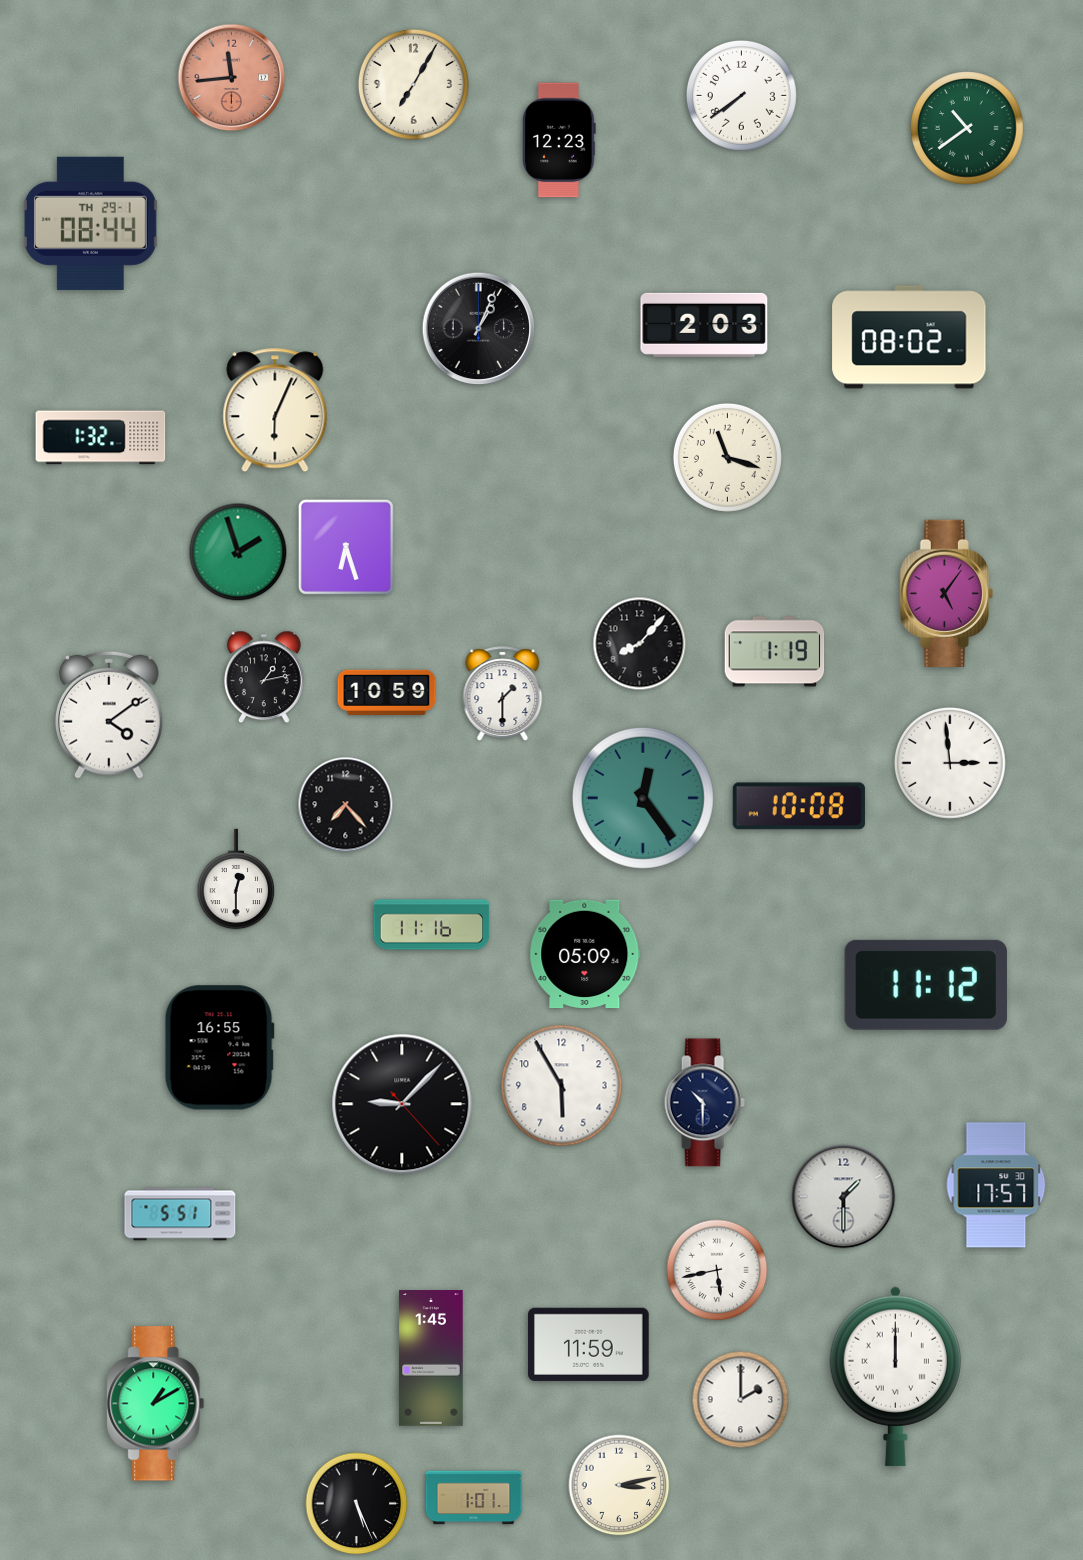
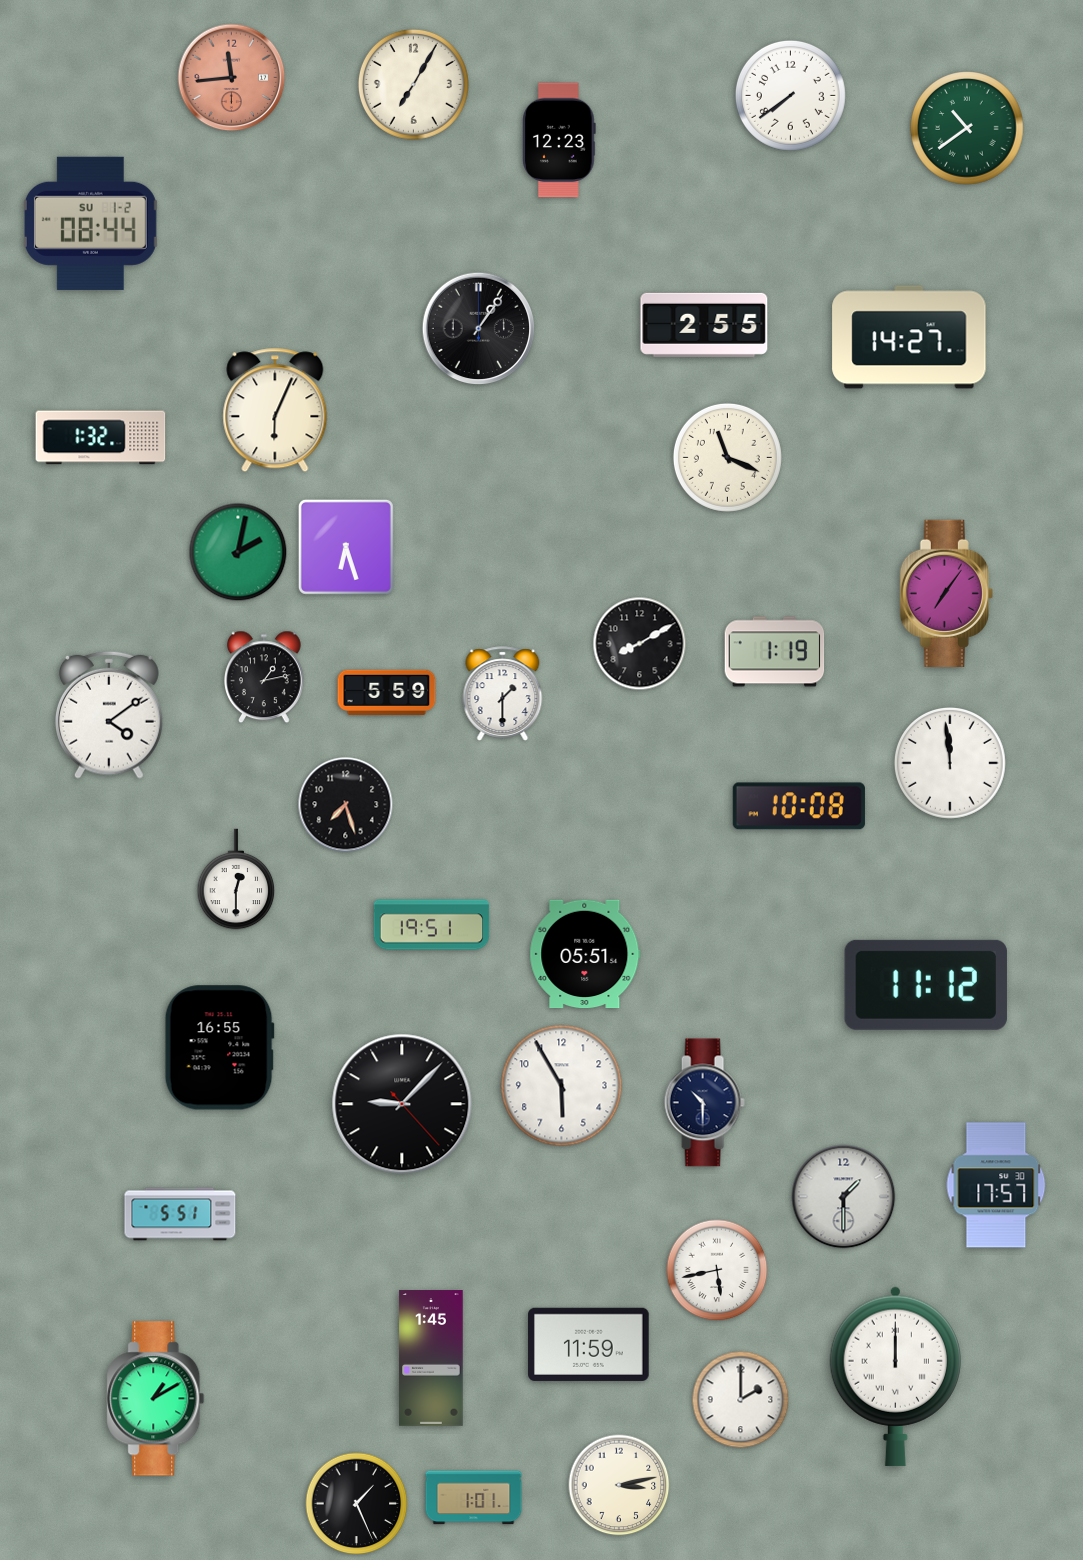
clock at (741, 95) position: (741, 95) -> (790, 95)
clock at (90, 223) date: TH 29-1 -> SU 1-2
clock at (704, 325): 2:03 -> 2:55
clock at (478, 328): 1:04 -> 1:06
clock at (909, 337): 08:02 -> 14:27
clock at (727, 457): 11:18 -> 11:19
clock at (238, 552): 1:57 -> 2:02
clock at (946, 593): 5:06 -> 7:06
clock at (640, 644): 8:07 -> 8:10
clock at (387, 692): 10:59 -> 5:59
clock at (950, 763): 2:59 -> 11:59
clock at (643, 798): 12:24 -> none
clock at (346, 805): 7:23 -> 7:27
clock at (432, 925): 11:16 -> 19:51
clock at (585, 954): 05:09 -> 05:51
clock at (156, 1404) position: (156, 1404) -> (156, 1399)
clock at (357, 1504): 5:26 -> 1:26
